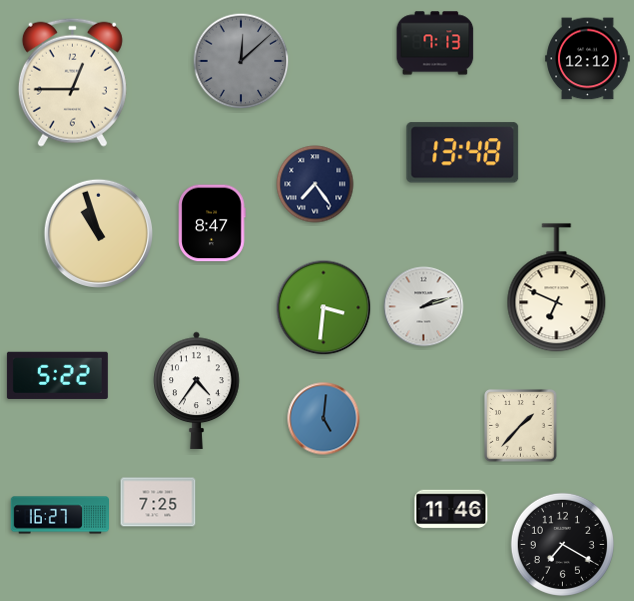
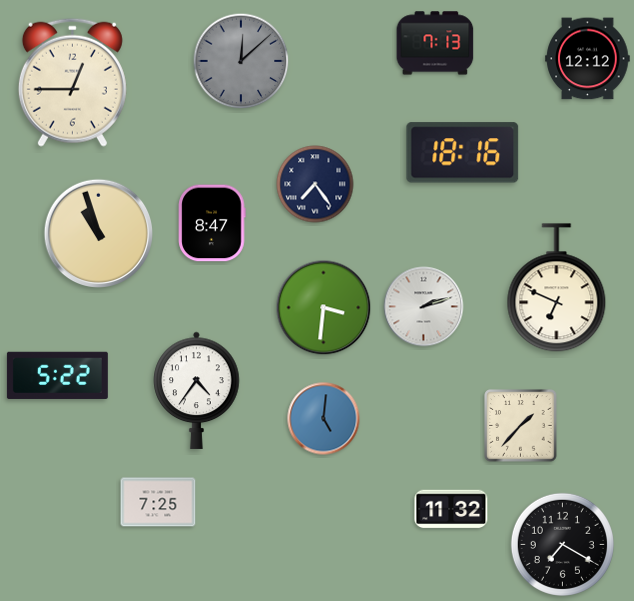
clock at (463, 153): 13:48 -> 18:16
clock at (451, 509): 11:46 -> 11:32
clock at (59, 515): 16:27 -> none
